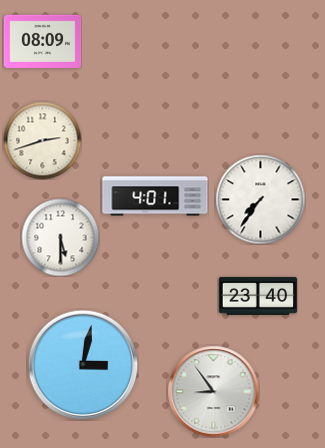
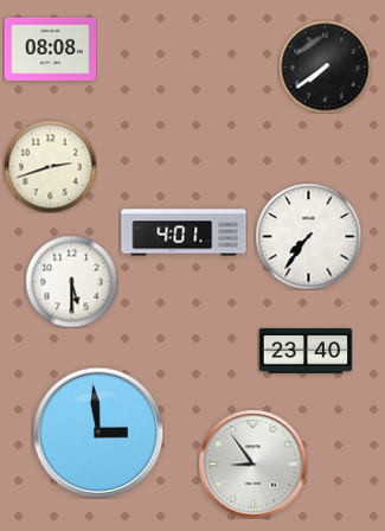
clock at (42, 41): 08:09 -> 08:08
clock at (325, 66): none -> 7:39
clock at (83, 365): 3:02 -> 2:59
